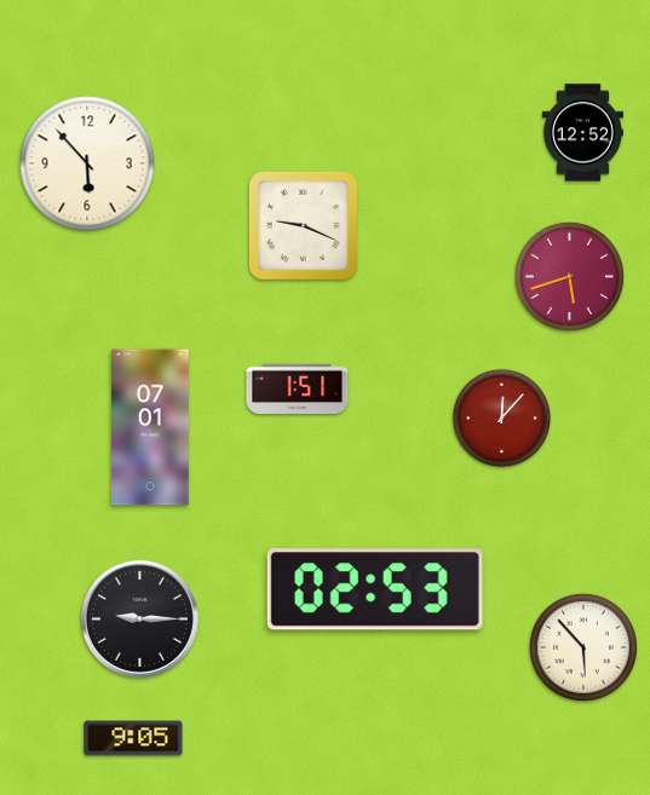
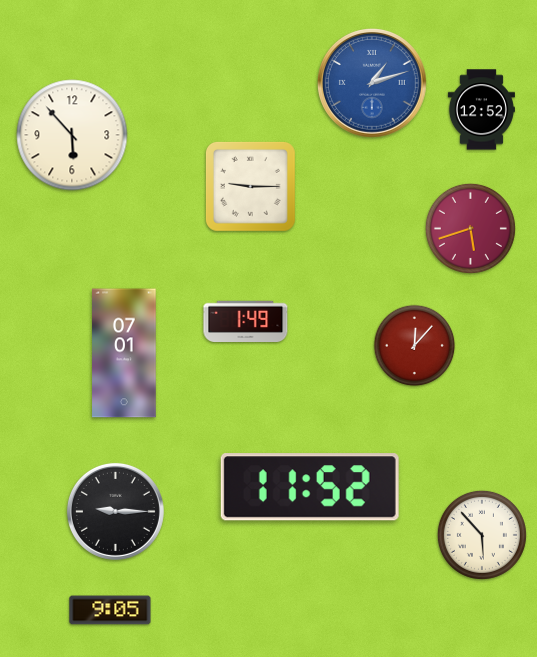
clock at (373, 84): none -> 1:12
clock at (303, 225): 9:19 -> 9:15
clock at (298, 388): 1:51 -> 1:49
clock at (375, 589): 02:53 -> 11:52
